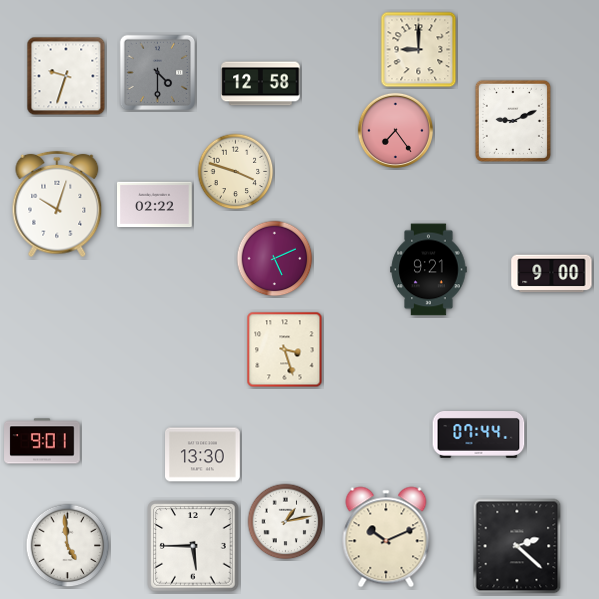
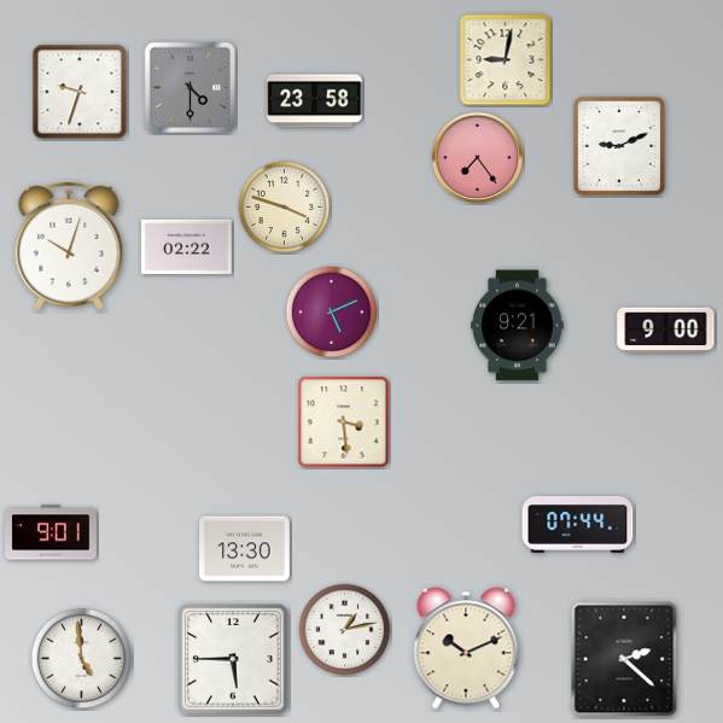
clock at (419, 50): 9:00 -> 9:02
clock at (261, 84): 12:58 -> 23:58
clock at (285, 350): 3:27 -> 3:29
